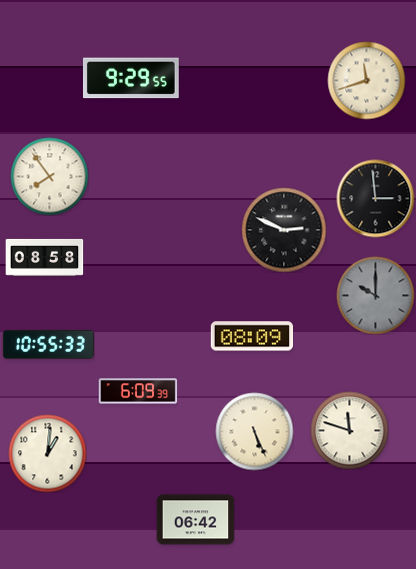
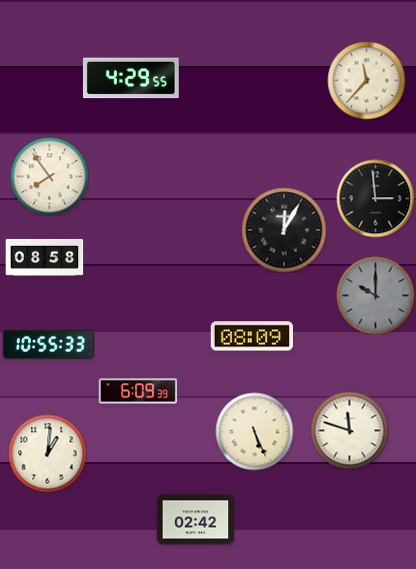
clock at (131, 78): 9:29 -> 4:29
clock at (366, 80): 11:42 -> 11:37
clock at (284, 230): 2:49 -> 12:05
clock at (195, 520): 06:42 -> 02:42
